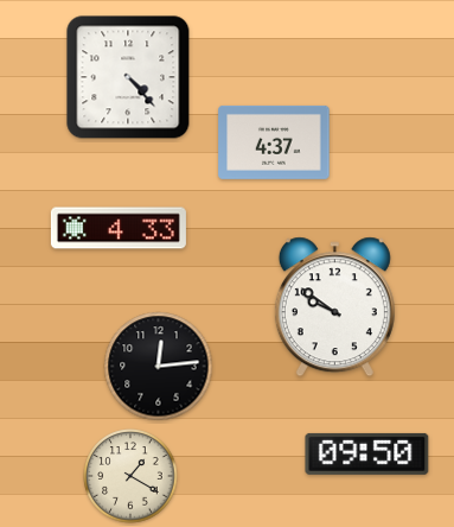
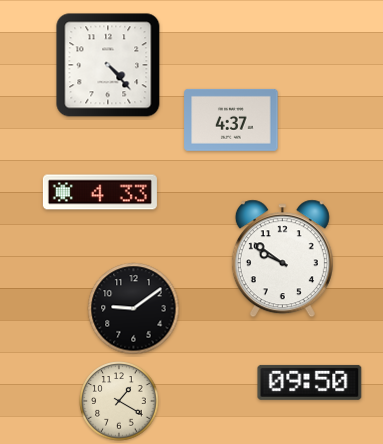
clock at (159, 367): 12:14 -> 9:09
clock at (130, 476) position: (130, 476) -> (119, 401)
